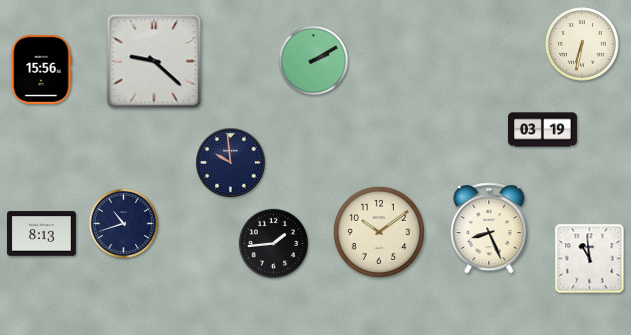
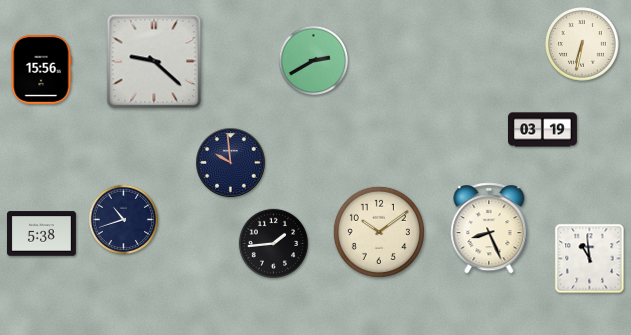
clock at (314, 61): 2:10 -> 2:40
clock at (124, 224) position: (124, 224) -> (124, 220)
clock at (41, 234): 8:13 -> 5:38
